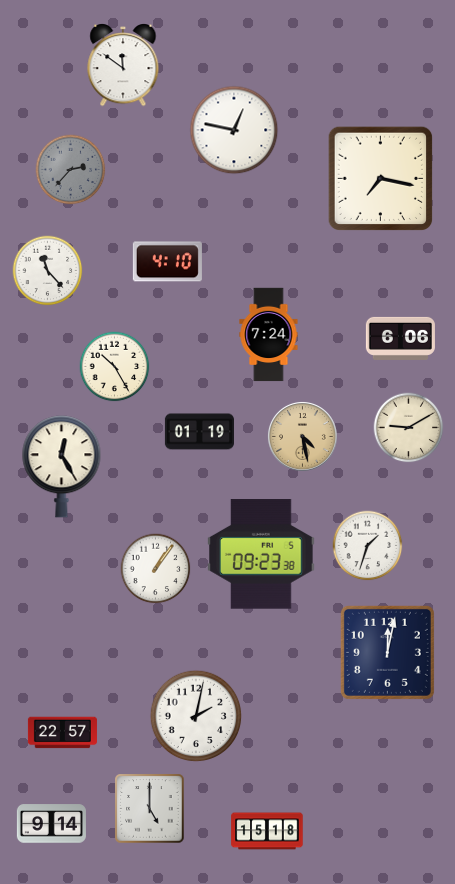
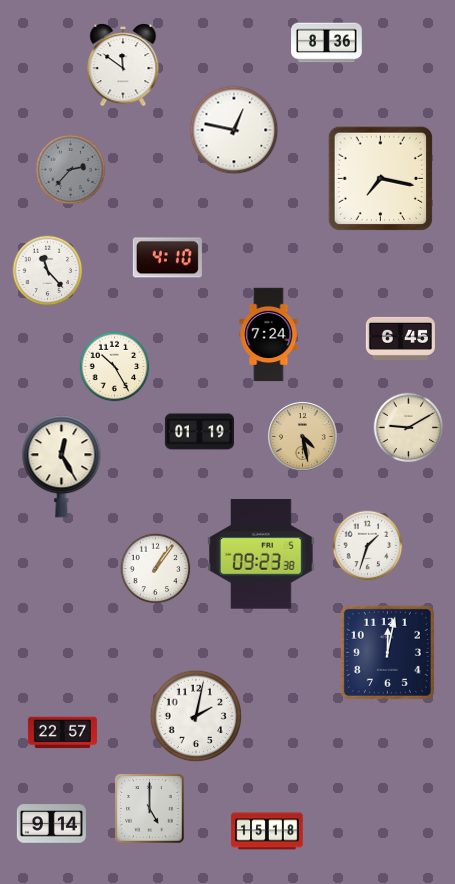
clock at (327, 43): none -> 8:36
clock at (167, 262) position: (167, 262) -> (167, 258)
clock at (400, 338): 6:06 -> 6:45
